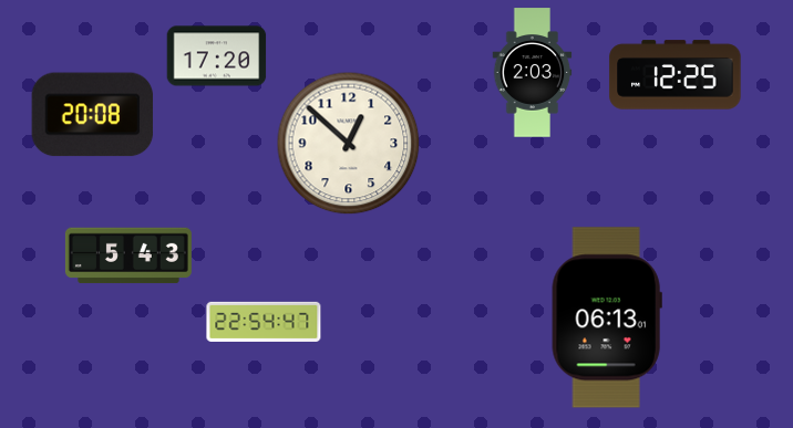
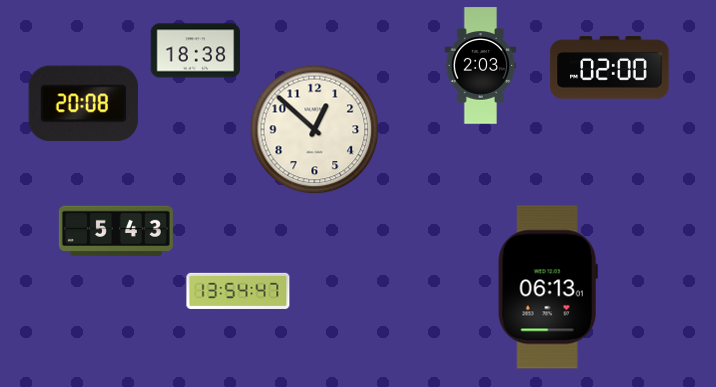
clock at (217, 56): 17:20 -> 18:38
clock at (676, 75): 12:25 -> 02:00
clock at (264, 321): 22:54 -> 13:54
